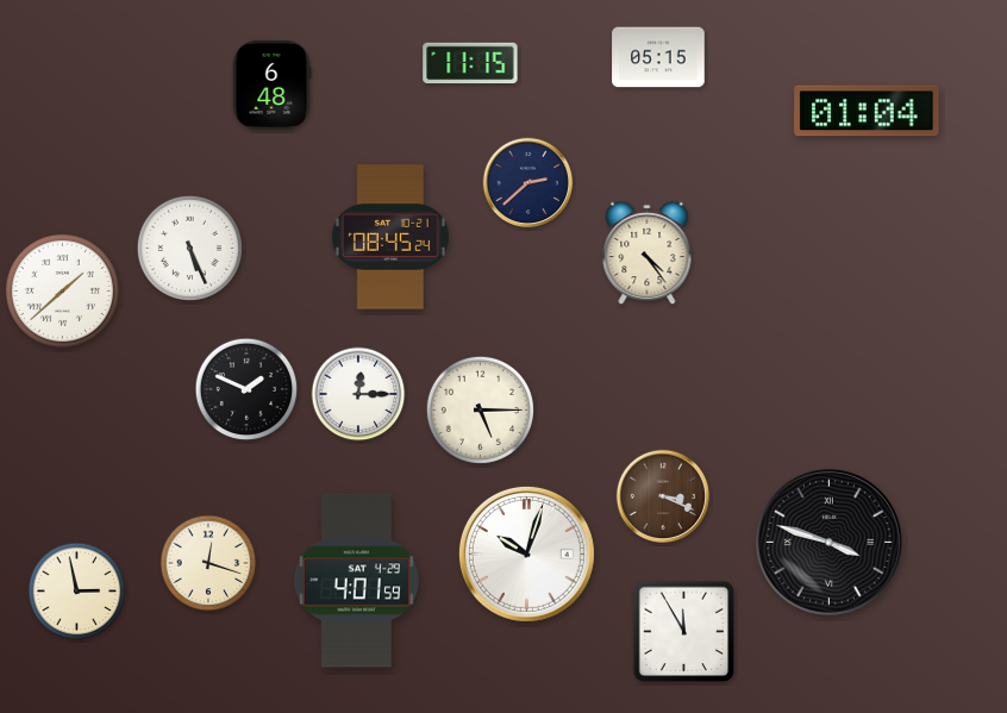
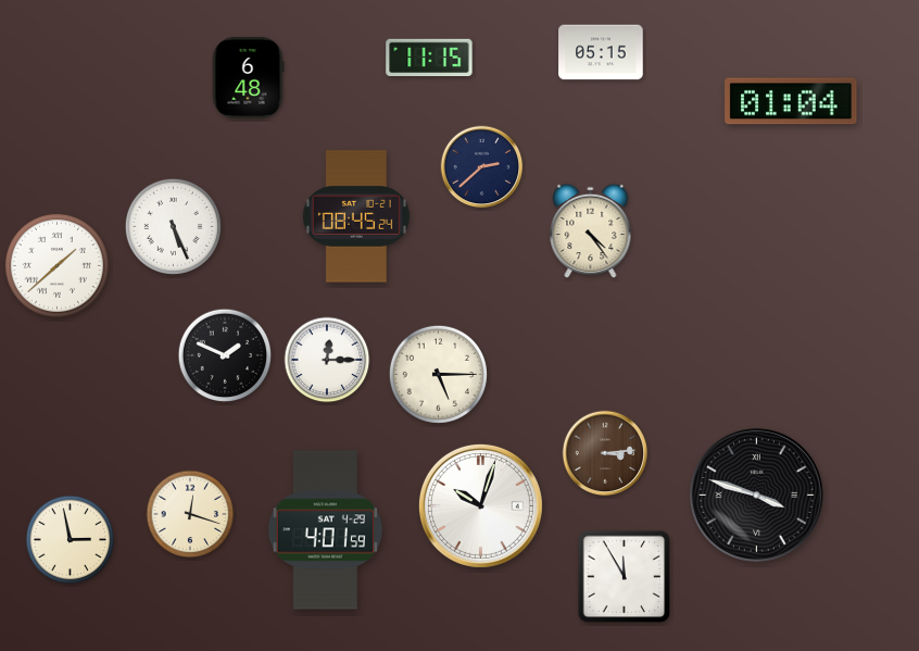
clock at (663, 496): 3:19 -> 3:14
